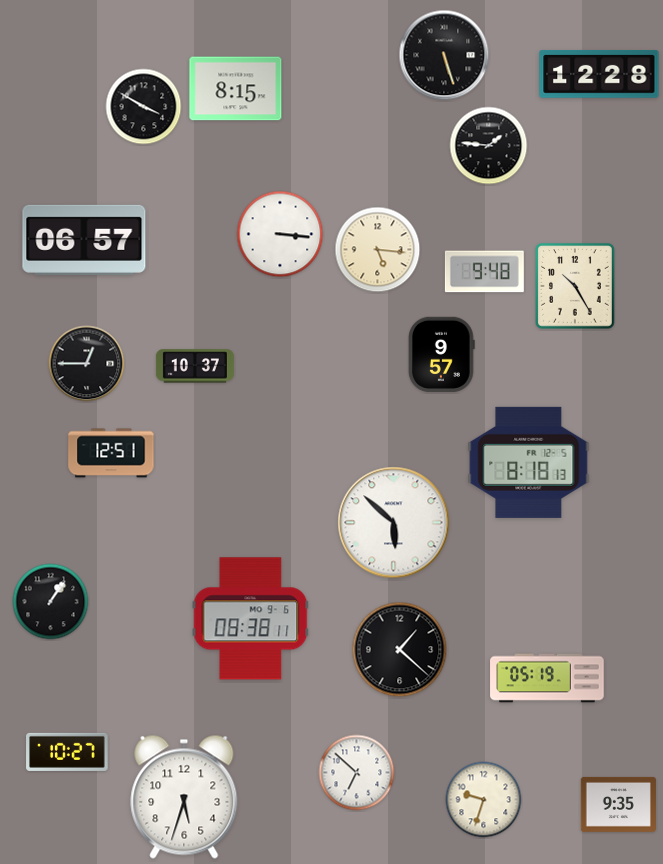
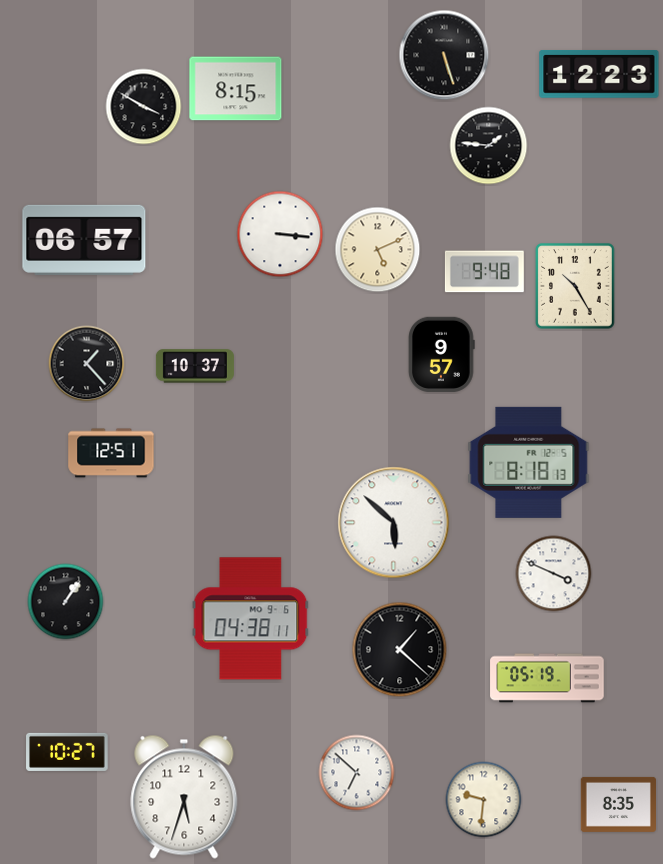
clock at (599, 75): 12:28 -> 12:23
clock at (378, 250): 5:16 -> 5:11
clock at (87, 364): 12:45 -> 1:23
clock at (554, 574): none -> 3:49
clock at (51, 602) position: (51, 602) -> (66, 602)
clock at (251, 619): 08:38 -> 04:38
clock at (484, 800): 9:33 -> 9:31
clock at (618, 804): 9:35 -> 8:35
